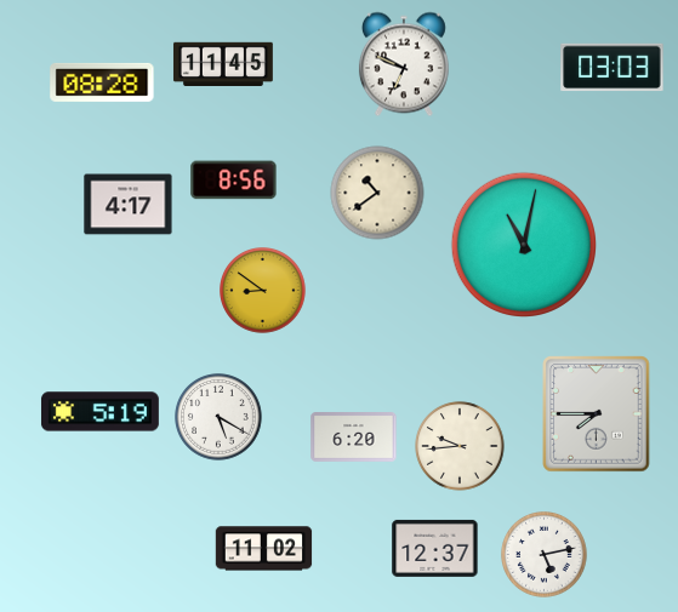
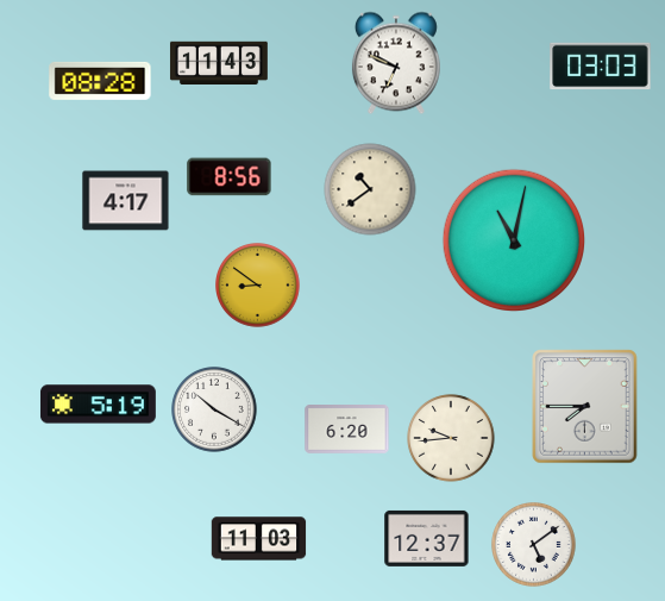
clock at (223, 64): 11:45 -> 11:43
clock at (218, 417): 5:20 -> 10:20
clock at (264, 549): 11:02 -> 11:03
clock at (545, 555): 5:13 -> 5:09
